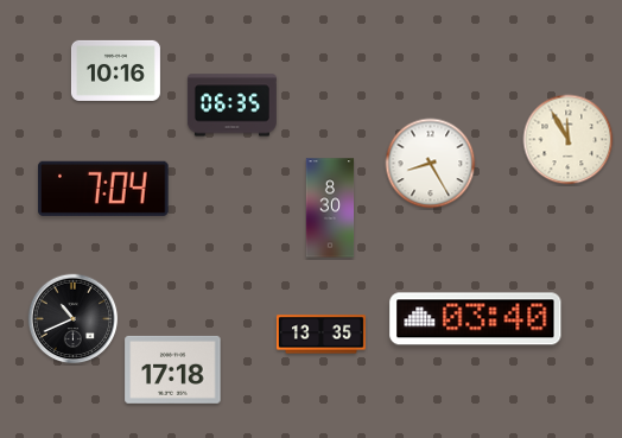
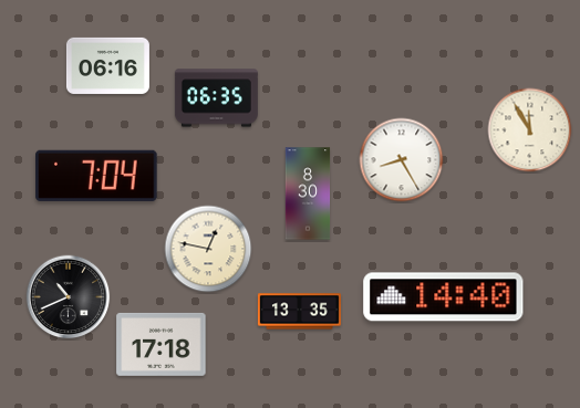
clock at (115, 70): 10:16 -> 06:16
clock at (431, 164) position: (431, 164) -> (402, 160)
clock at (208, 249): none -> 12:47
clock at (476, 319): 03:40 -> 14:40
